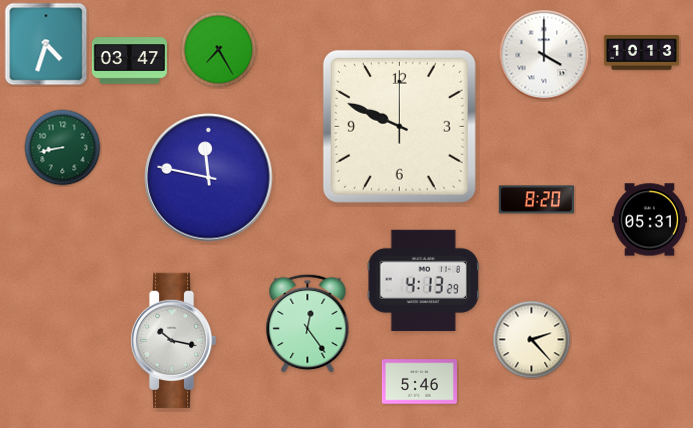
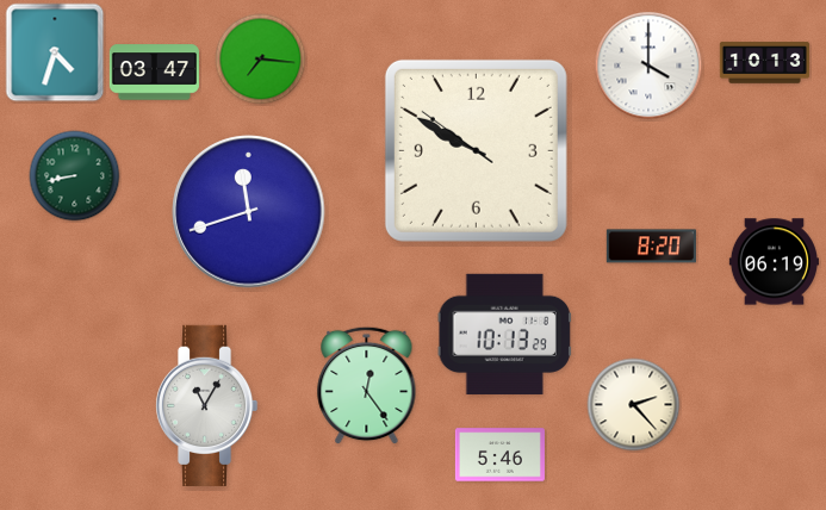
clock at (219, 50): 7:25 -> 7:16
clock at (399, 126): 9:49:00 -> 9:49:51
clock at (209, 178): 11:47 -> 11:42
clock at (536, 200) position: (536, 200) -> (651, 247)
clock at (649, 220): 05:31 -> 06:19
clock at (423, 280): 4:13 -> 10:13
clock at (173, 340): 10:17 -> 11:05
